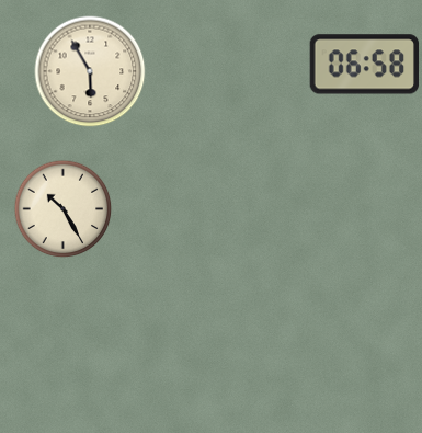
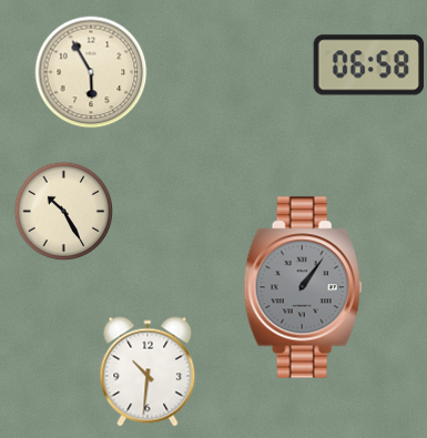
clock at (303, 287): none -> 1:06
clock at (148, 371): none -> 10:31
